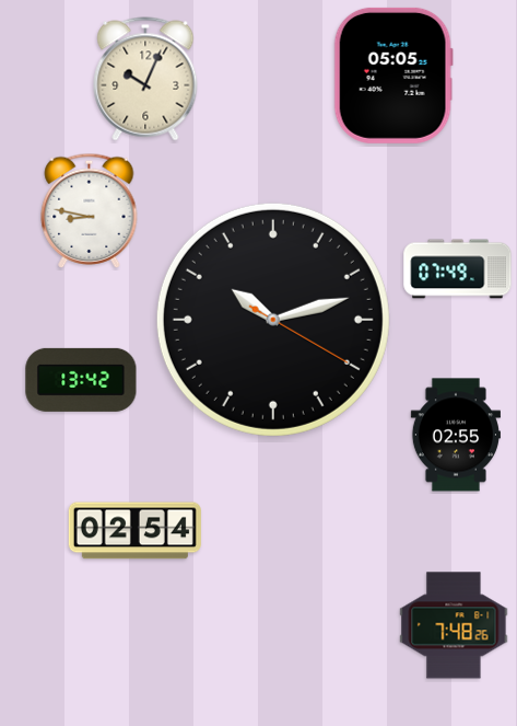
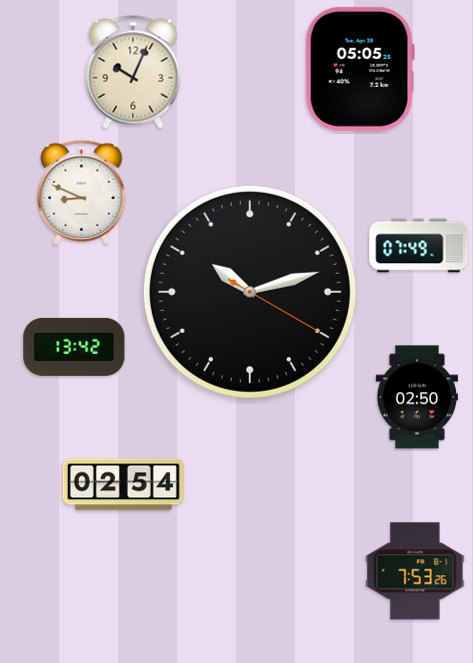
clock at (90, 210): 8:47 -> 8:49
clock at (456, 435): 02:55 -> 02:50
clock at (454, 625): 7:48 -> 7:53
